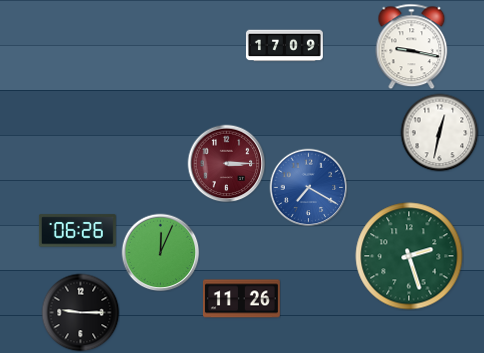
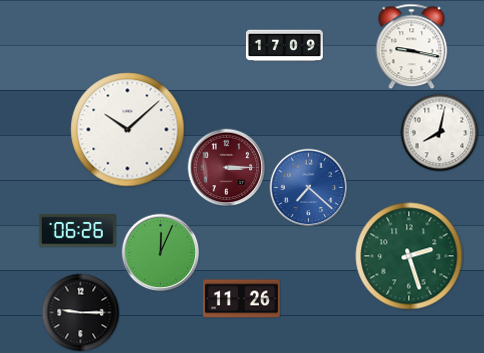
clock at (128, 130): none -> 10:08
clock at (439, 132): 12:32 -> 8:02
clock at (226, 163) position: (226, 163) -> (226, 167)
clock at (308, 187): 7:20 -> 7:22
